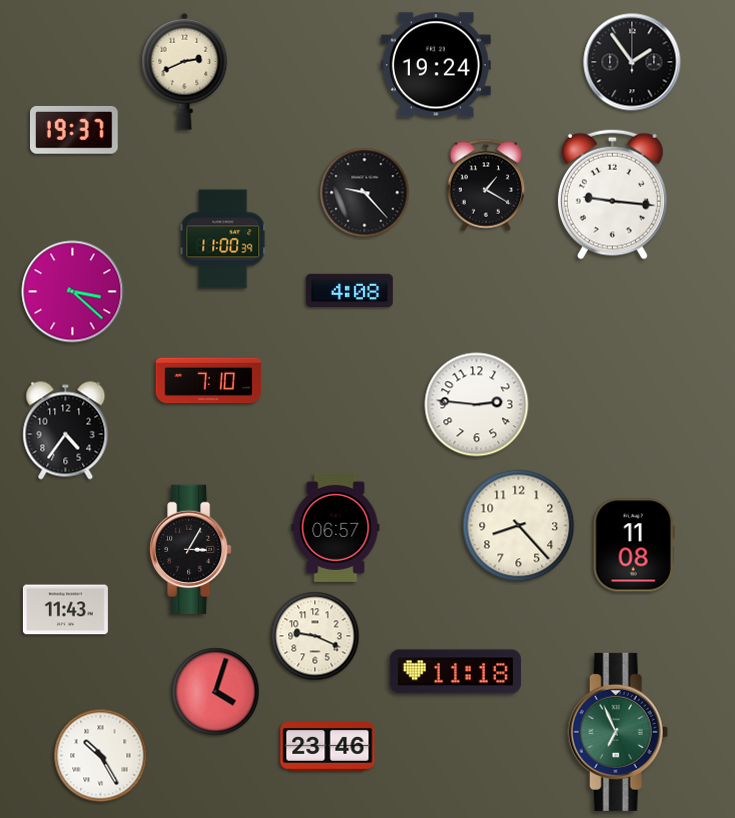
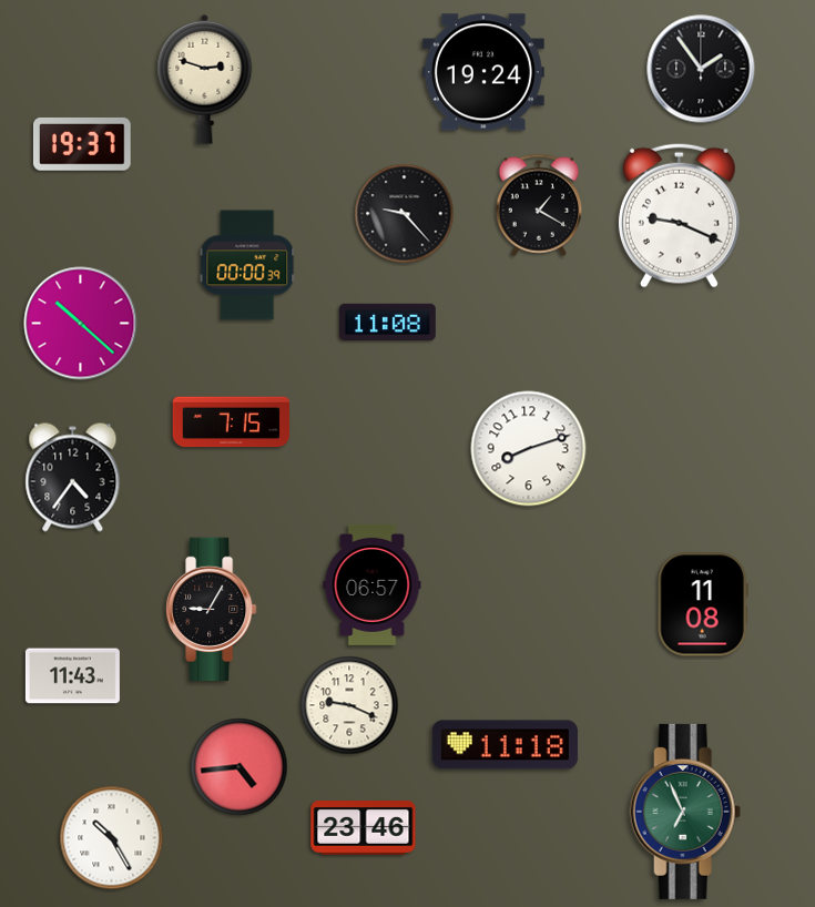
clock at (185, 71): 2:41 -> 2:48
clock at (612, 194): 9:16 -> 9:19
clock at (223, 239): 11:00 -> 00:00
clock at (350, 290): 4:08 -> 11:08
clock at (73, 292): 3:22 -> 10:22
clock at (209, 381): 7:10 -> 7:15
clock at (477, 405): 2:46 -> 8:12
clock at (519, 526): 8:23 -> none
clock at (191, 550): 3:05 -> 9:05
clock at (216, 692): 4:03 -> 4:44
